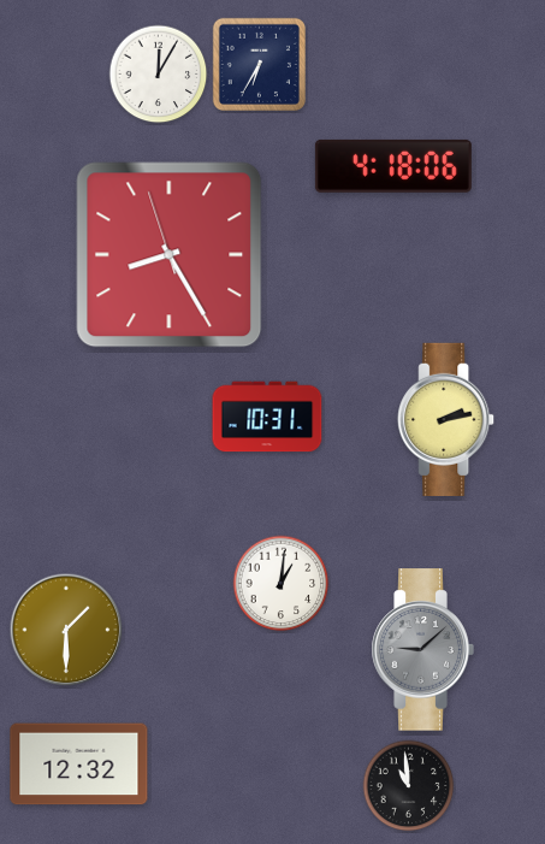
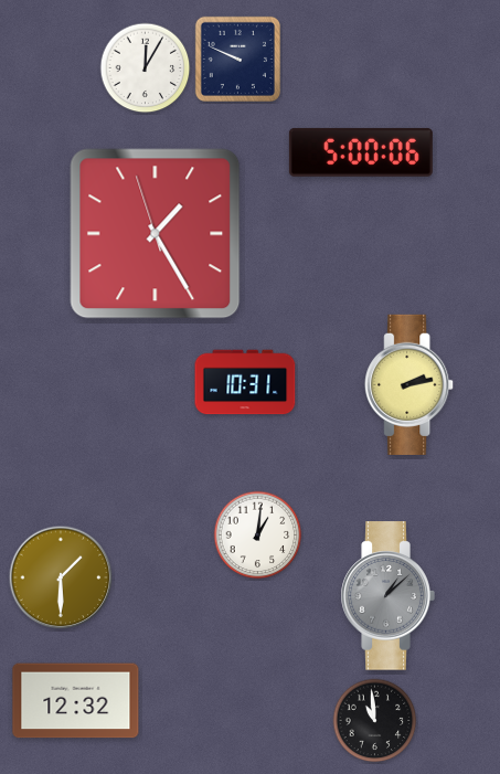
clock at (259, 64): 6:35 -> 9:49
clock at (393, 166): 4:18 -> 5:00
clock at (170, 255): 8:24 -> 1:24
clock at (422, 650): 9:08 -> 1:08
clock at (79, 765) position: (79, 765) -> (76, 701)
